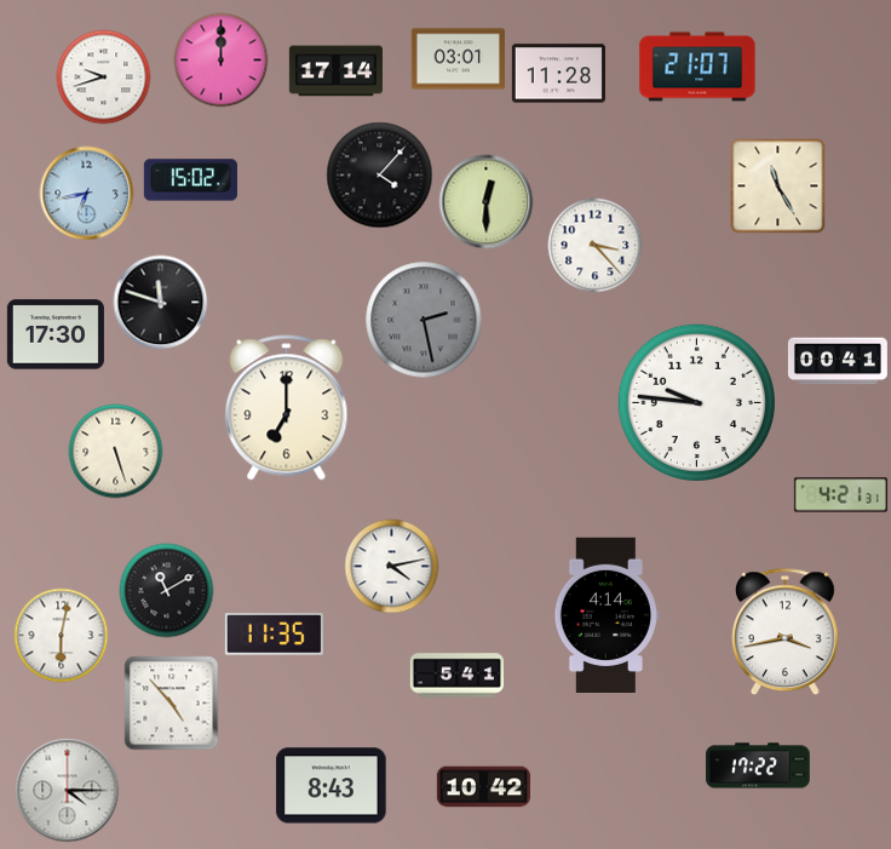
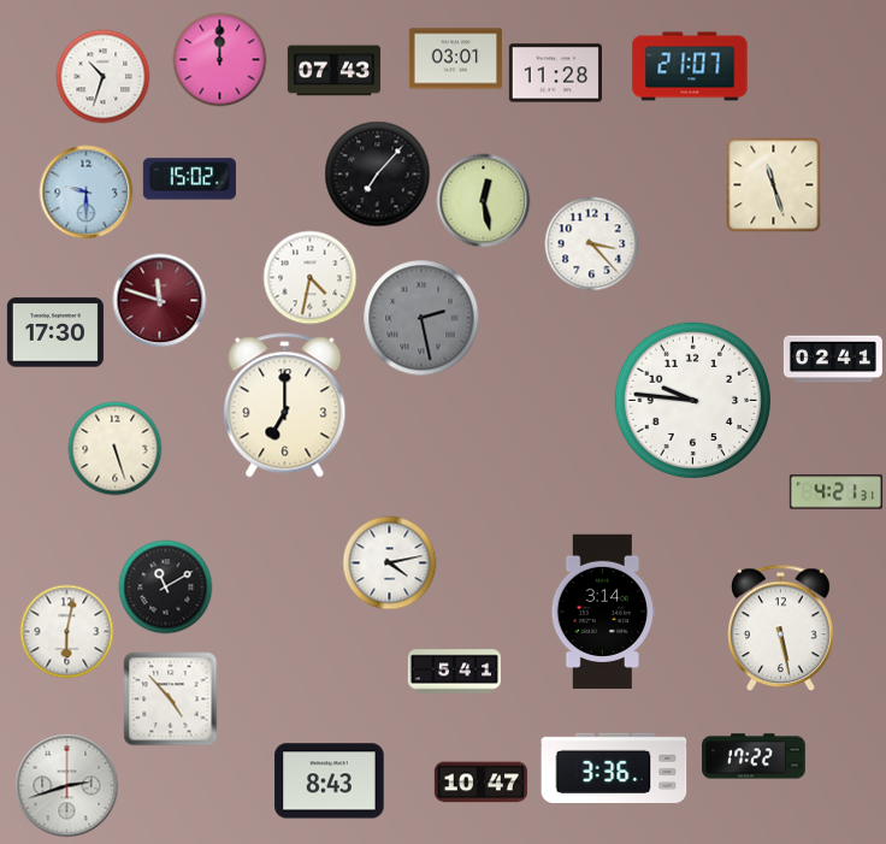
clock at (697, 67) position: (697, 67) -> (690, 66)
clock at (335, 71): 17:14 -> 07:43
clock at (103, 76): 9:42 -> 10:33
clock at (379, 174): 4:07 -> 7:07
clock at (777, 185): 11:25 -> 11:27
clock at (86, 193): 6:43 -> 9:30
clock at (485, 201): 12:30 -> 12:28
clock at (309, 277): none -> 4:32
clock at (160, 302) dial: black -> burgundy
clock at (838, 361): 00:41 -> 02:41
clock at (607, 614): 4:14 -> 3:14
clock at (786, 631): 3:43 -> 5:28
clock at (61, 635) position: (61, 635) -> (66, 631)
clock at (274, 635): 11:35 -> none
clock at (758, 765) position: (758, 765) -> (754, 756)
clock at (614, 768): none -> 3:36
clock at (483, 787): 10:42 -> 10:47
clock at (67, 790): 4:15 -> 2:42
